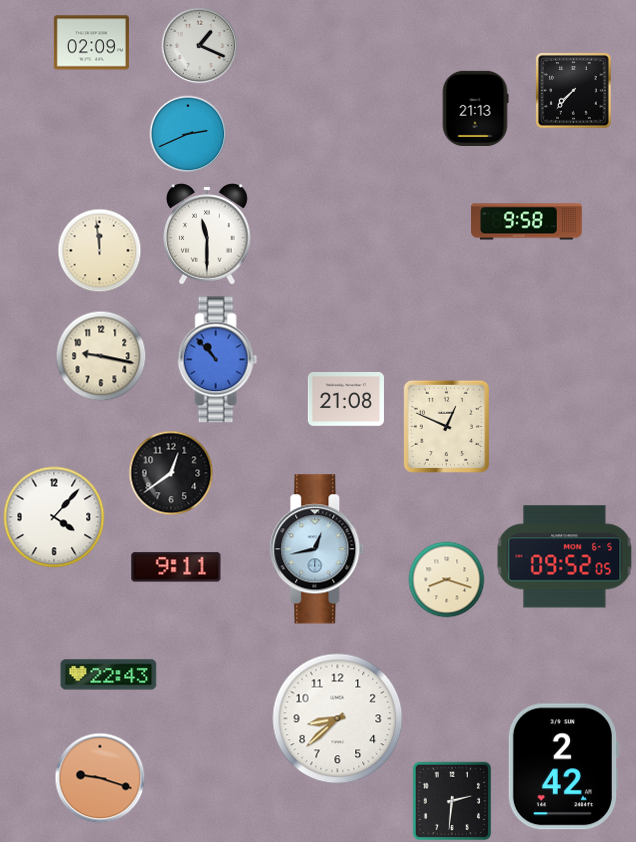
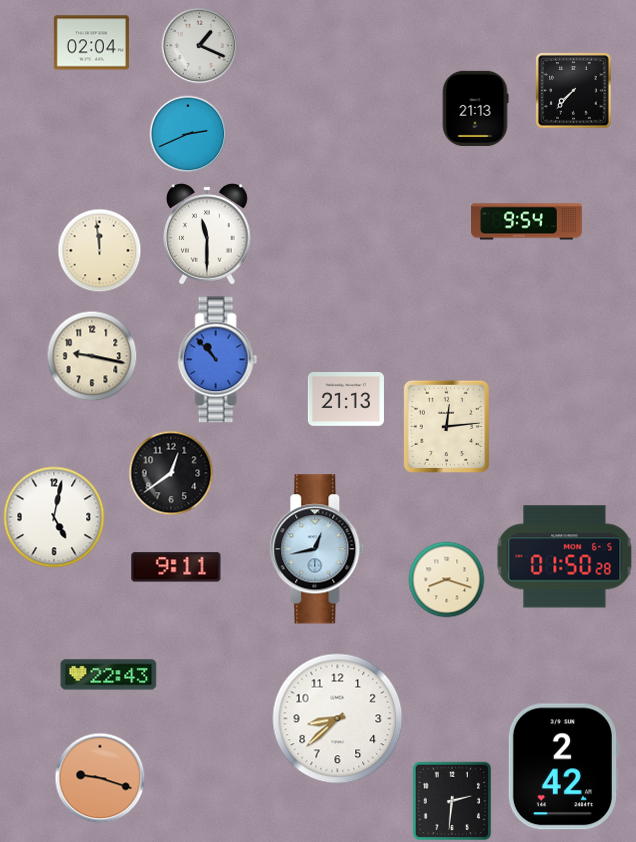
clock at (91, 43): 02:09 -> 02:04
clock at (527, 222): 9:58 -> 9:54
clock at (101, 356) position: (101, 356) -> (92, 356)
clock at (346, 400): 21:08 -> 21:13
clock at (446, 426): 12:49 -> 12:14
clock at (54, 517): 4:07 -> 5:02
clock at (565, 557): 09:52 -> 01:50
